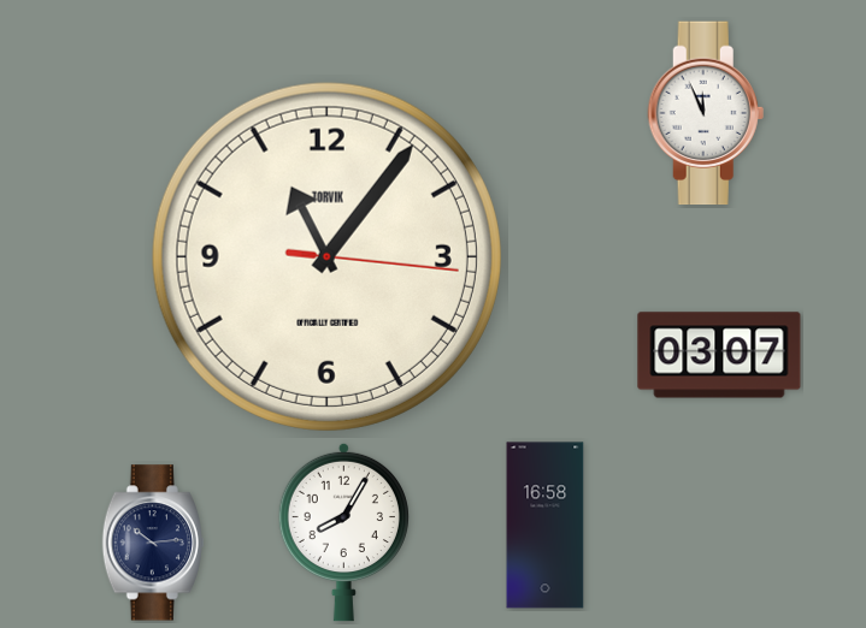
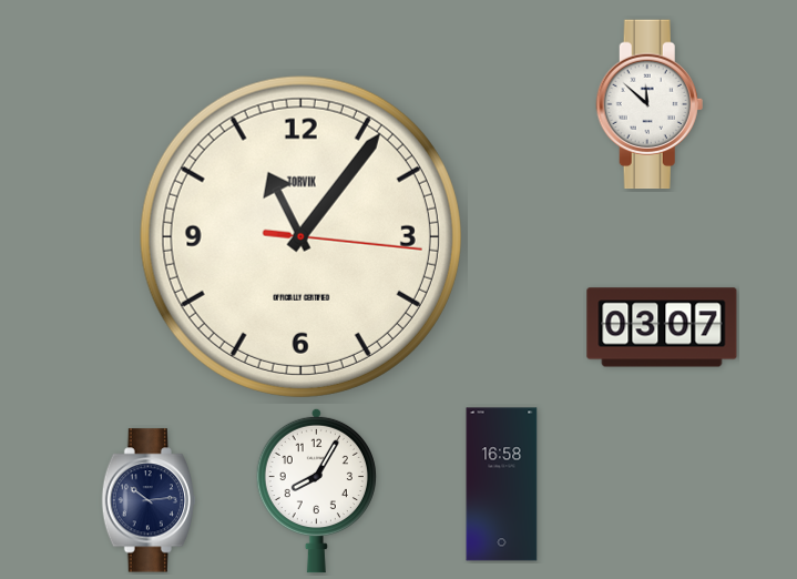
clock at (706, 113): 11:56 -> 11:52
clock at (152, 543) position: (152, 543) -> (147, 500)
